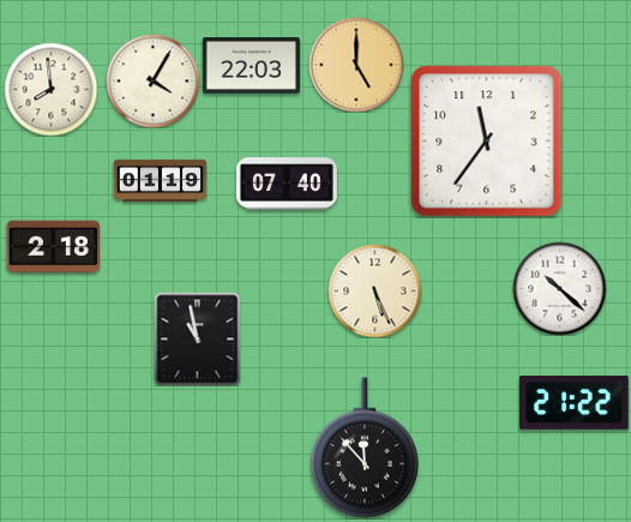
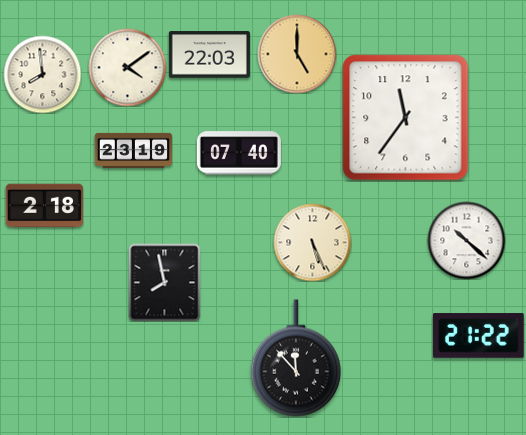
clock at (152, 80): 4:05 -> 4:09
clock at (160, 180): 01:19 -> 23:19
clock at (198, 338): 10:58 -> 7:58
clock at (365, 448) position: (365, 448) -> (296, 358)
